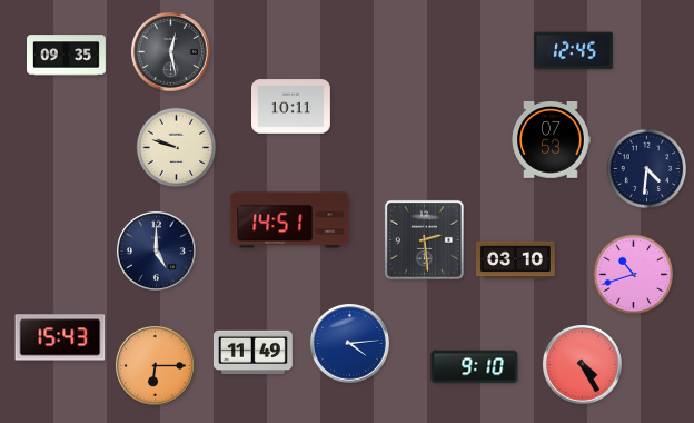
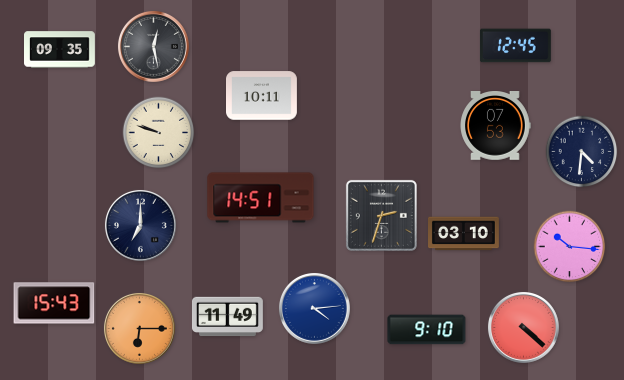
clock at (424, 239): 2:29 -> 2:33
clock at (156, 250): 5:00 -> 7:00
clock at (634, 275): 10:42 -> 10:16
clock at (582, 364): 4:25 -> 4:22
